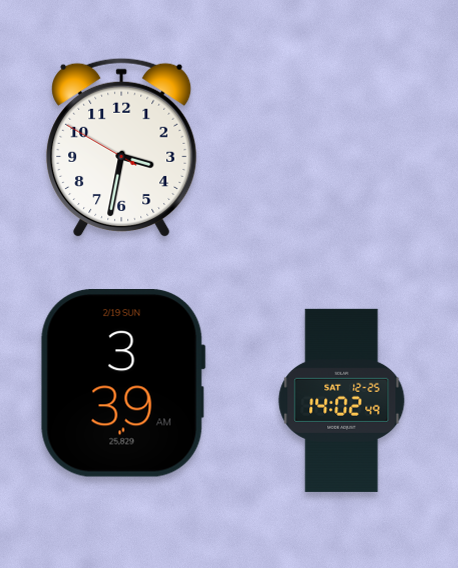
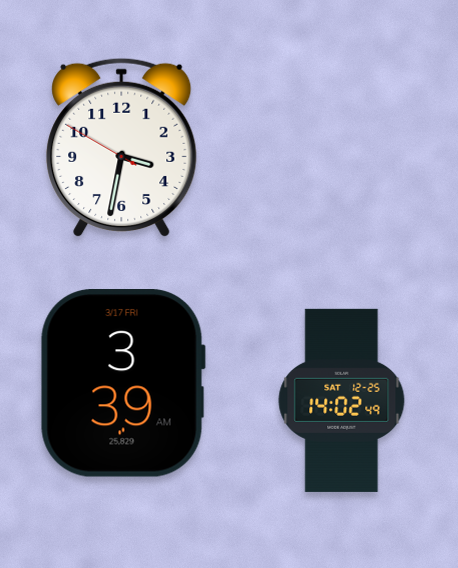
clock at (123, 384) date: 2/19 SUN -> 3/17 FRI
